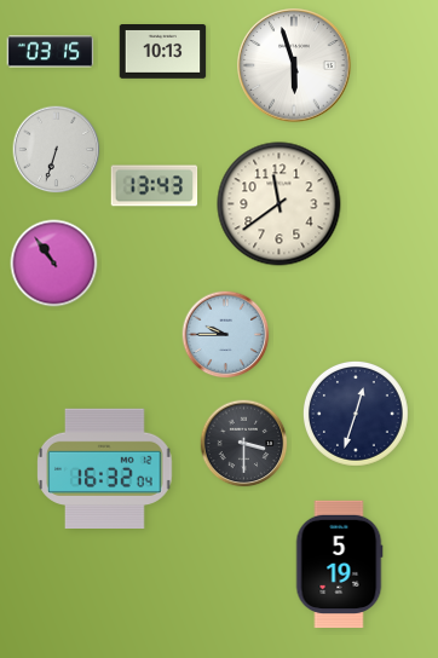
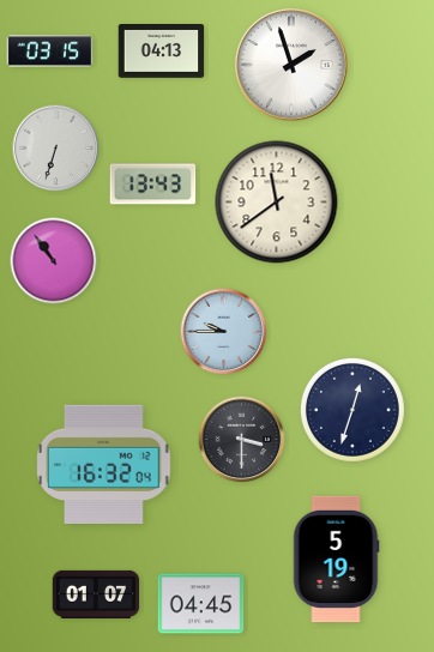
clock at (163, 52): 10:13 -> 04:13
clock at (294, 65): 5:57 -> 1:57
clock at (96, 594): none -> 01:07
clock at (201, 604): none -> 04:45
